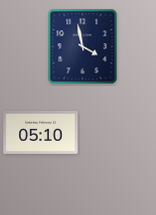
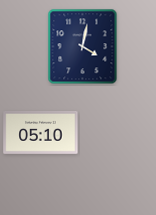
clock at (83, 47): 3:58 -> 4:02
